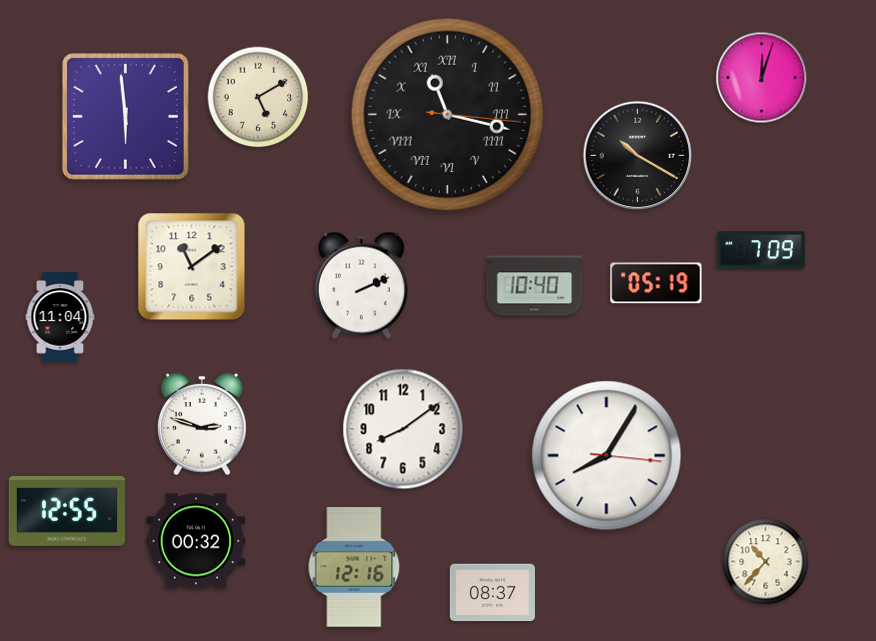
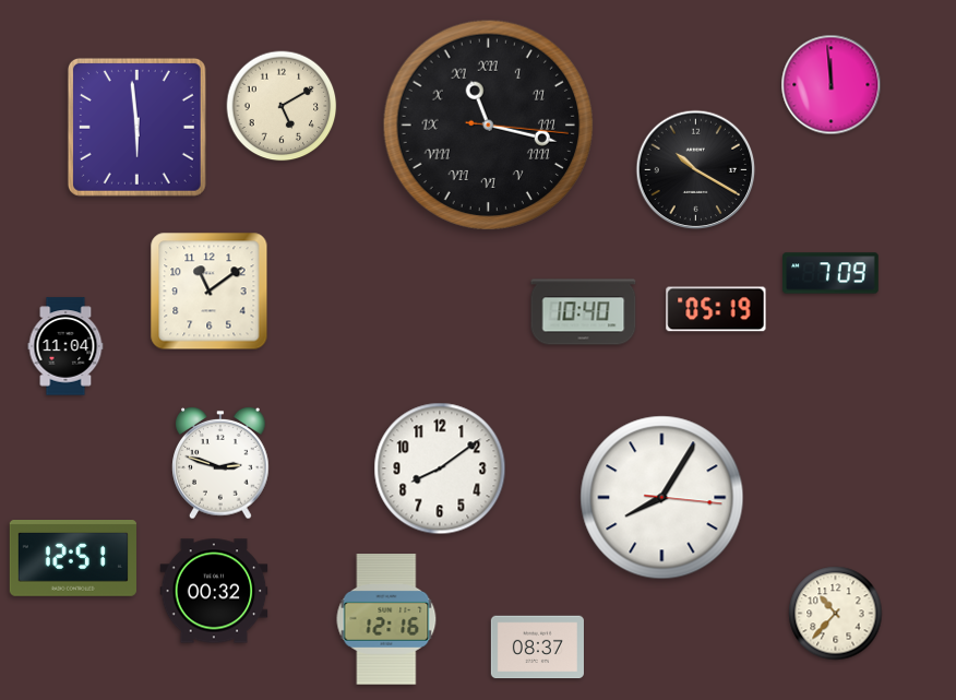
clock at (762, 78): 12:03 -> 11:59
clock at (361, 285): 2:11 -> none
clock at (67, 512): 12:55 -> 12:51
